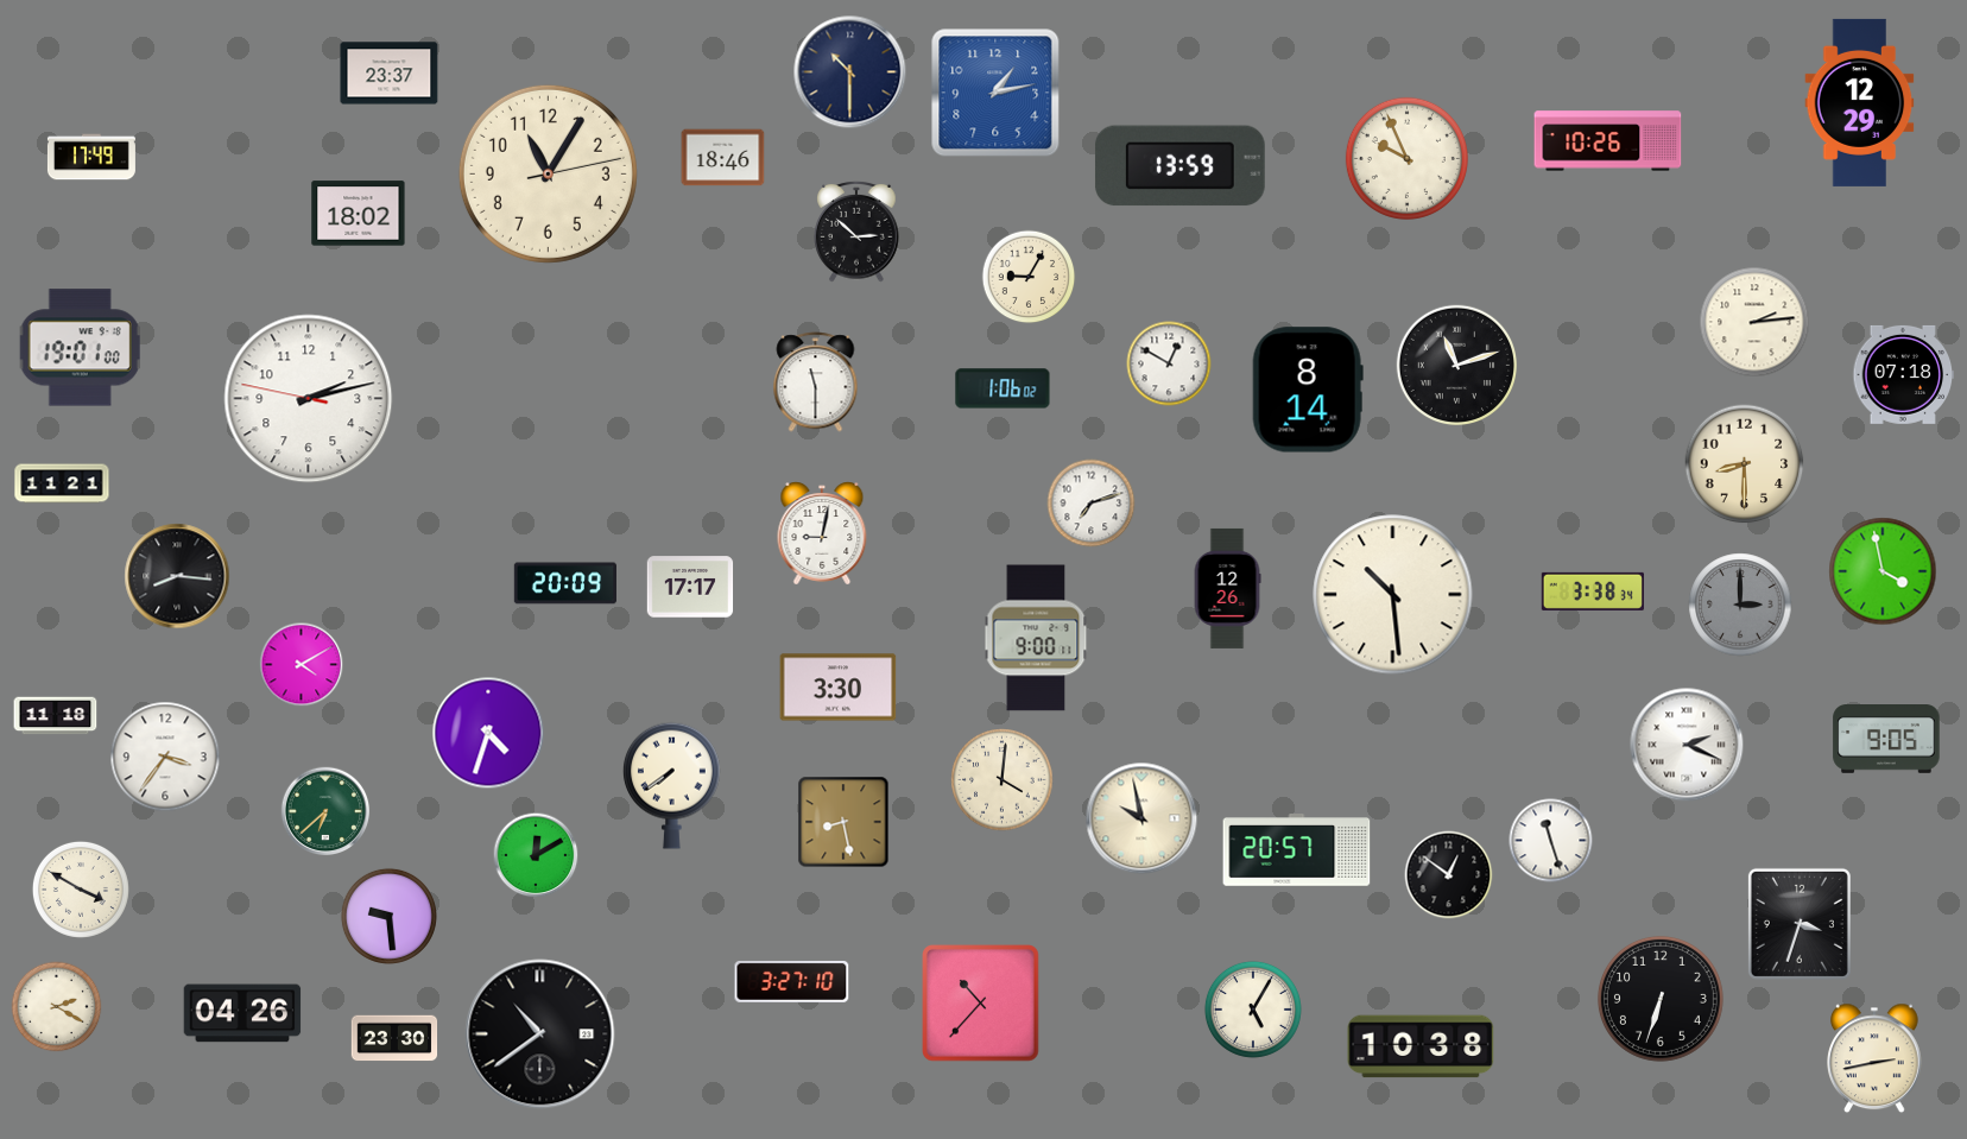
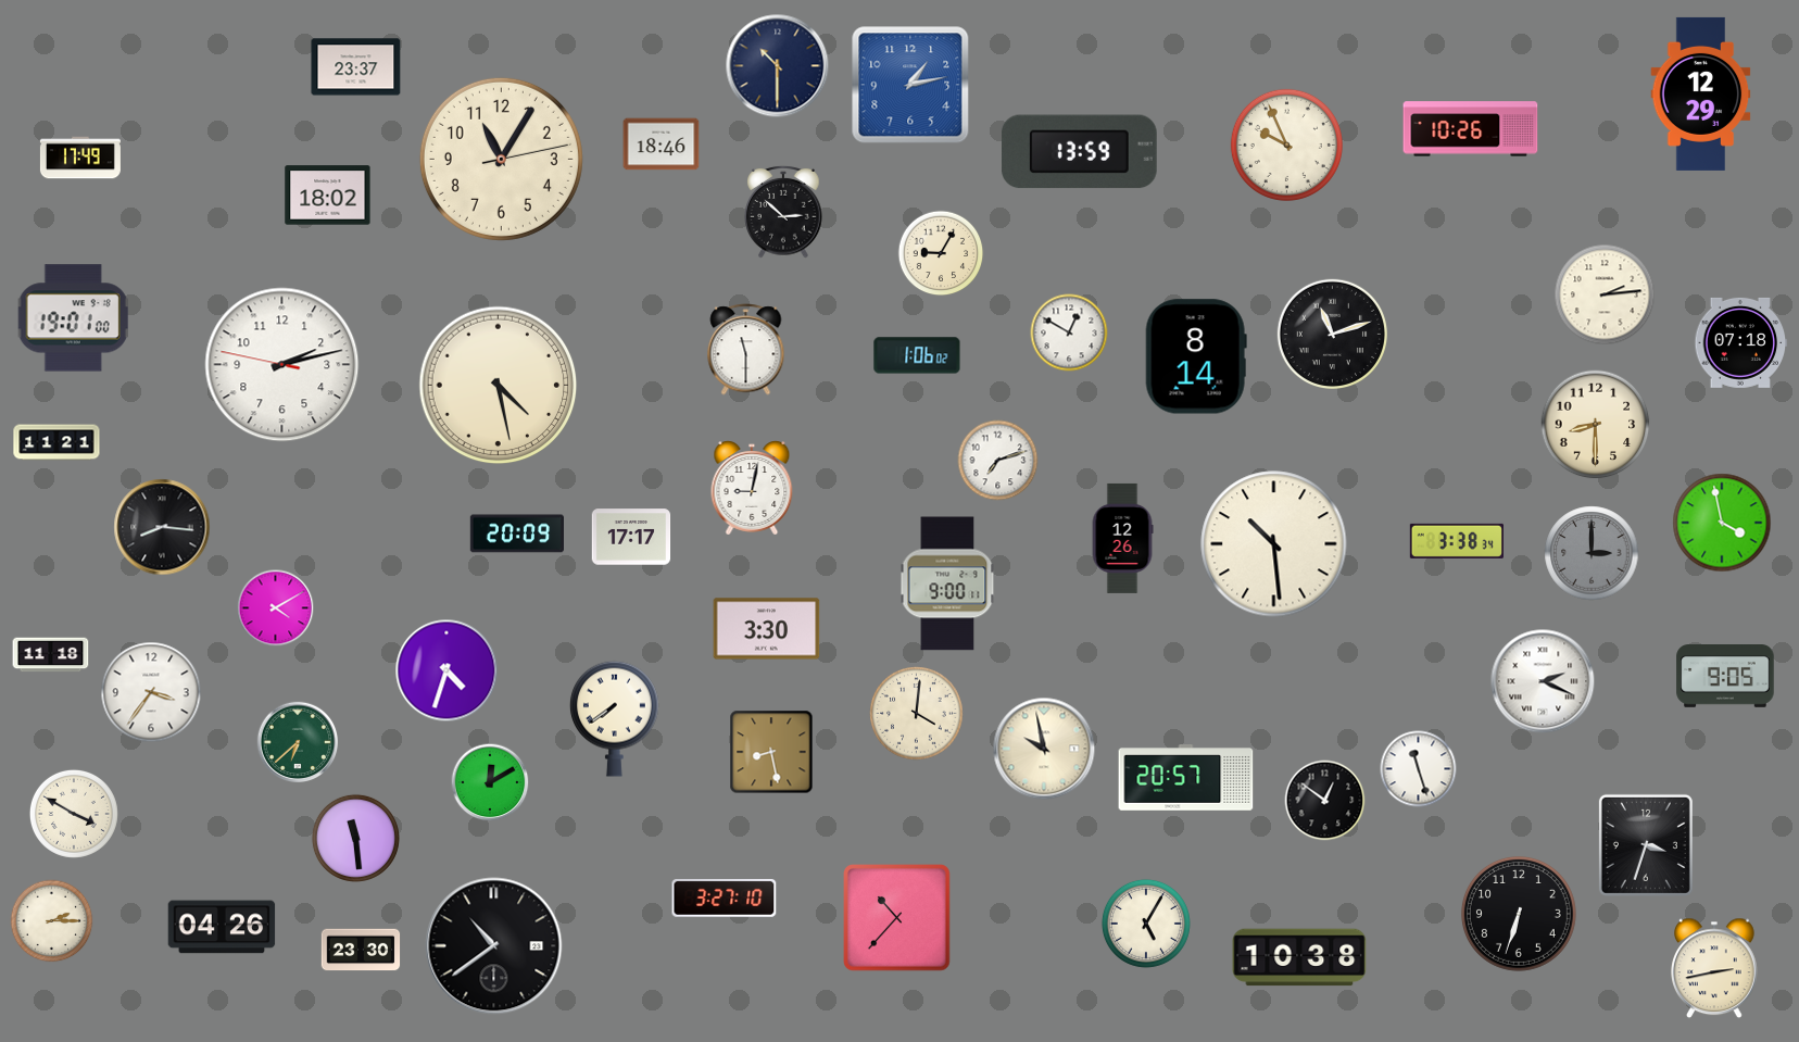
clock at (91, 157) position: (91, 157) -> (80, 158)
clock at (499, 386): none -> 4:28
clock at (388, 916): 9:29 -> 11:29
clock at (57, 1007): 2:20 -> 2:15
